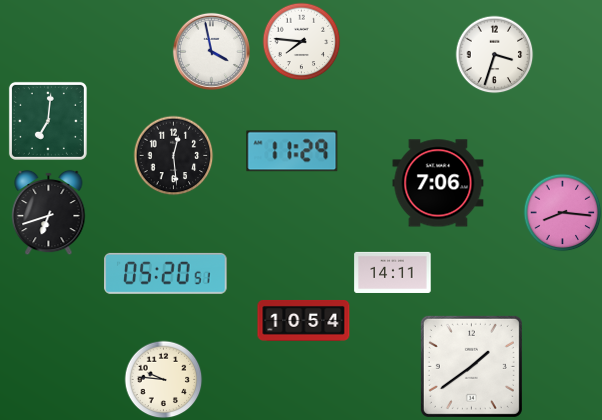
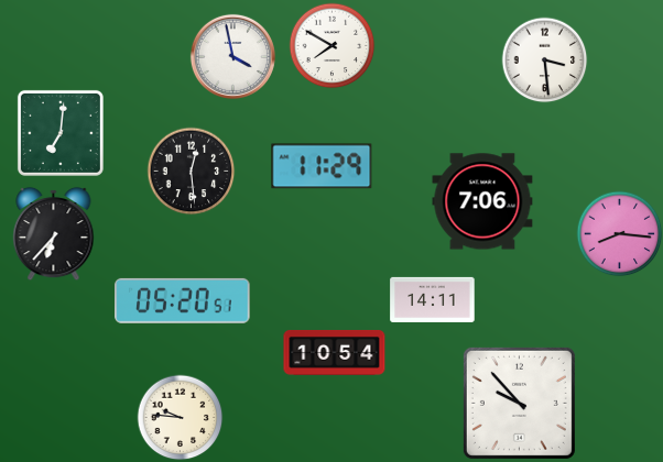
clock at (301, 41): 7:46 -> 7:50
clock at (494, 54): 3:33 -> 3:29
clock at (48, 121) position: (48, 121) -> (61, 133)
clock at (49, 212): 6:42 -> 6:37
clock at (471, 366): 1:39 -> 9:53
